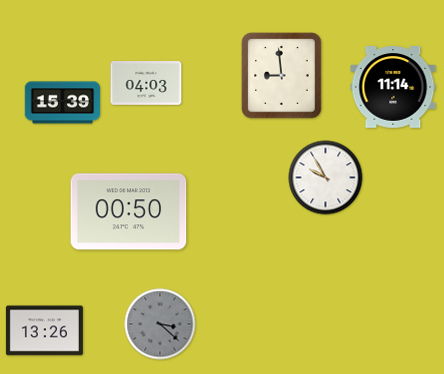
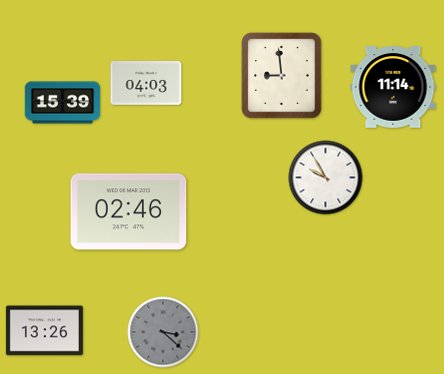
clock at (129, 212): 00:50 -> 02:46
clock at (160, 324) position: (160, 324) -> (163, 332)
